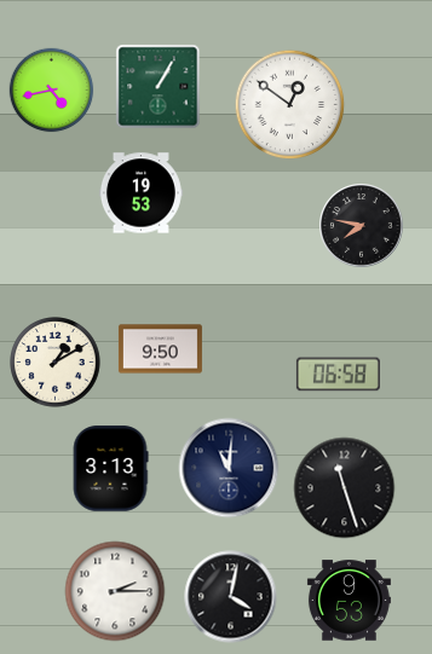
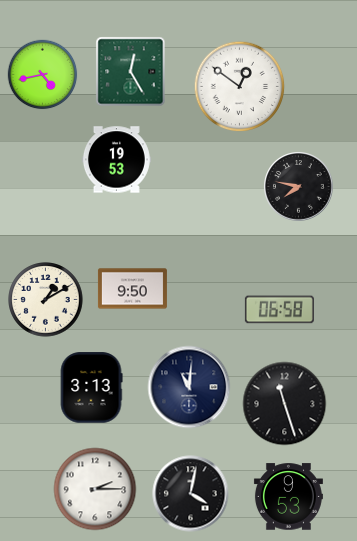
clock at (159, 87): 1:05 -> 12:25
